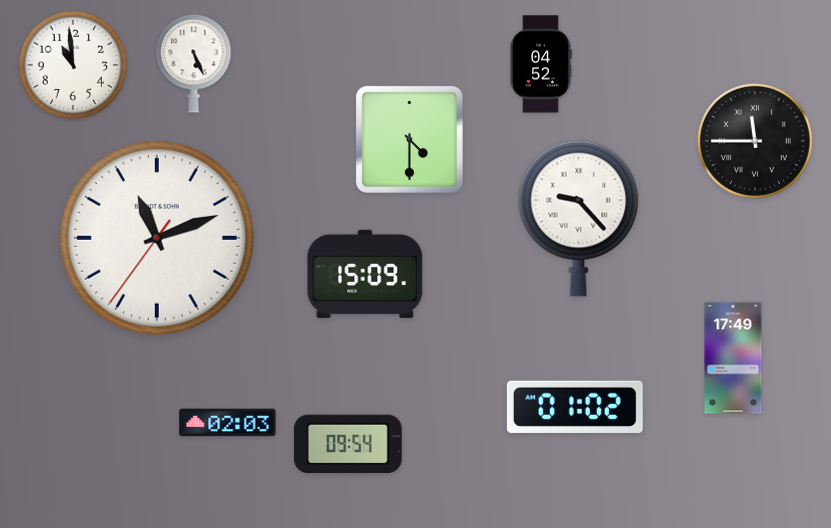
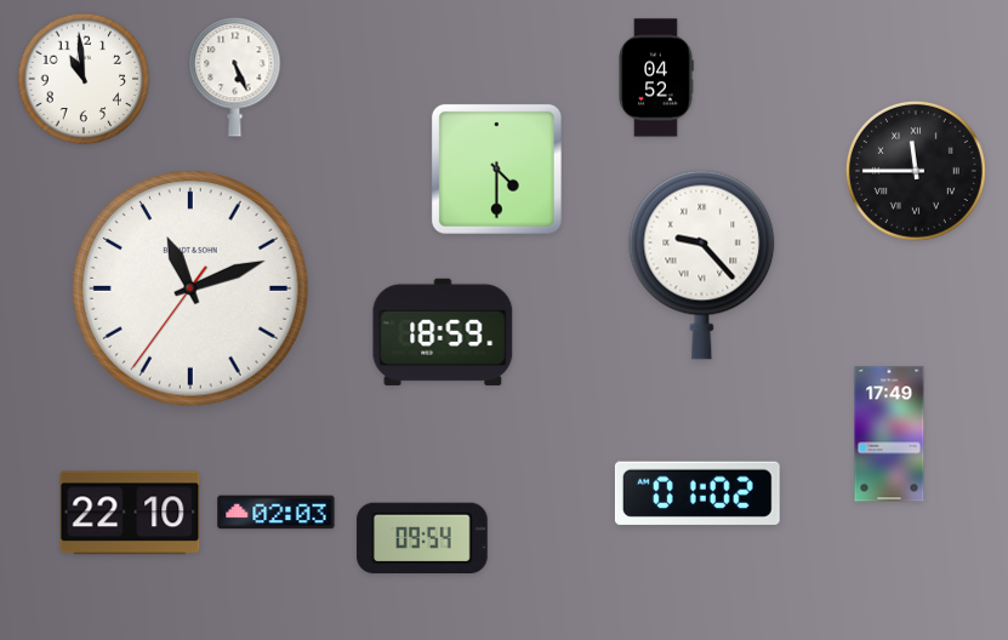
clock at (73, 65) position: (73, 65) -> (84, 79)
clock at (365, 274): 15:09 -> 18:59
clock at (130, 513): none -> 22:10
